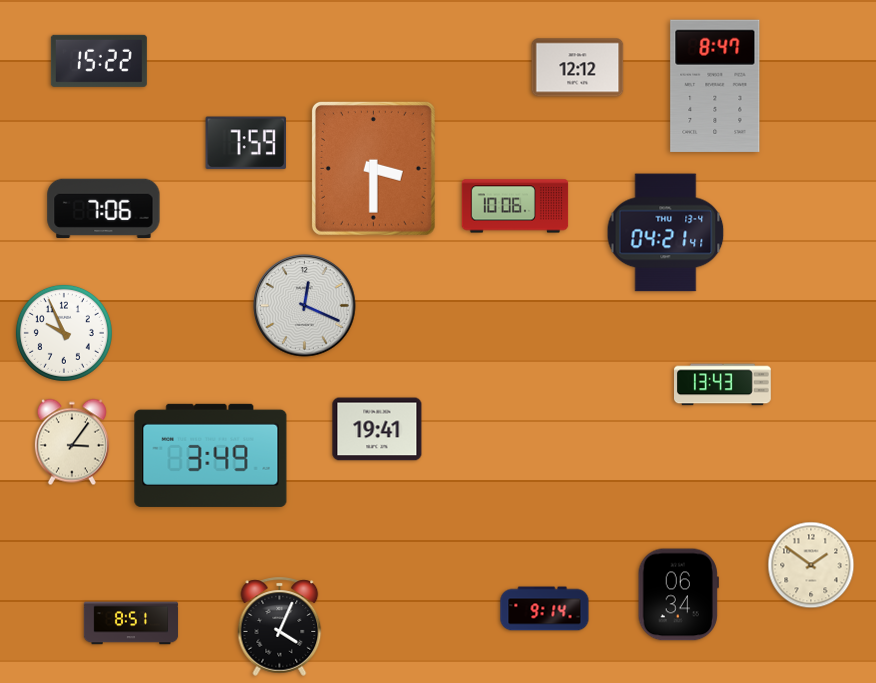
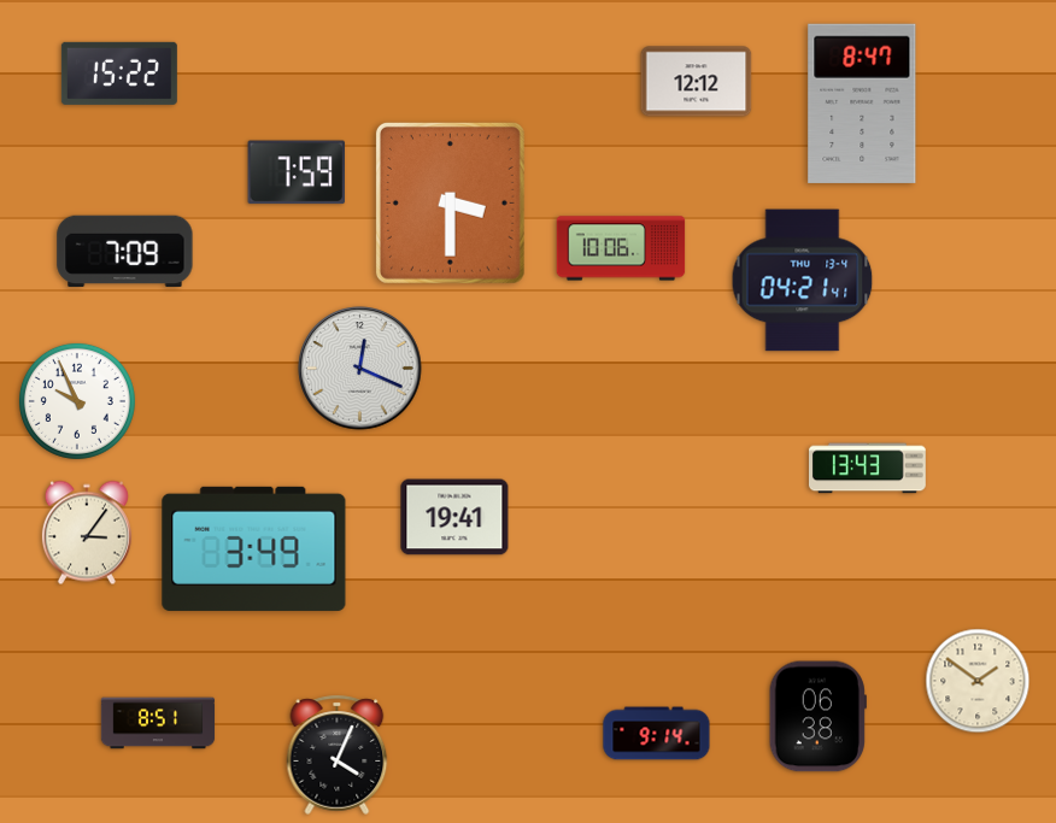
clock at (104, 209): 7:06 -> 7:09
clock at (305, 306) position: (305, 306) -> (360, 369)
clock at (723, 385) position: (723, 385) -> (868, 469)
clock at (678, 595): 06:34 -> 06:38
clock at (131, 623) position: (131, 623) -> (158, 723)
